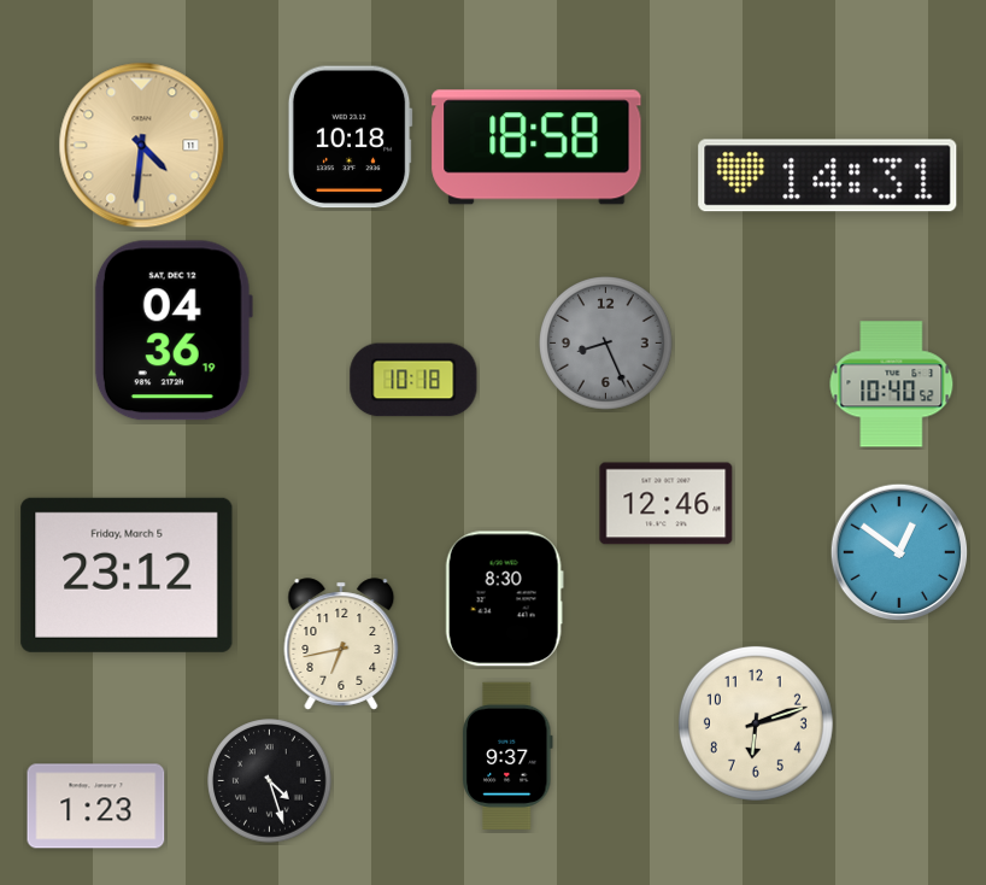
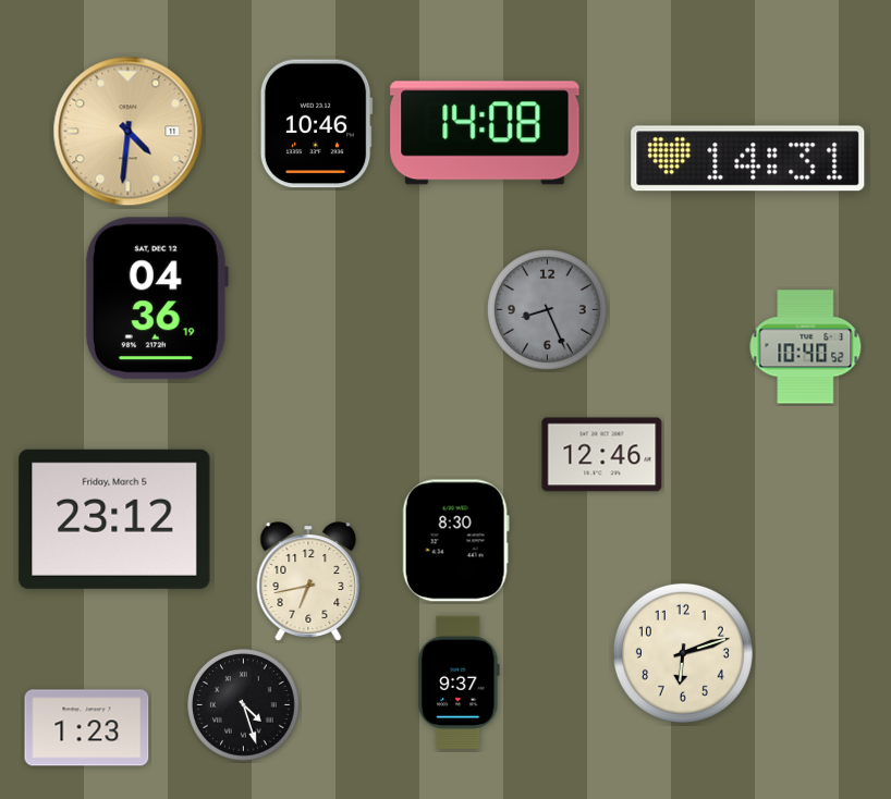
clock at (350, 137): 10:18 -> 10:46
clock at (536, 147): 18:58 -> 14:08
clock at (413, 380): 10:18 -> none
clock at (899, 552): 12:51 -> none
